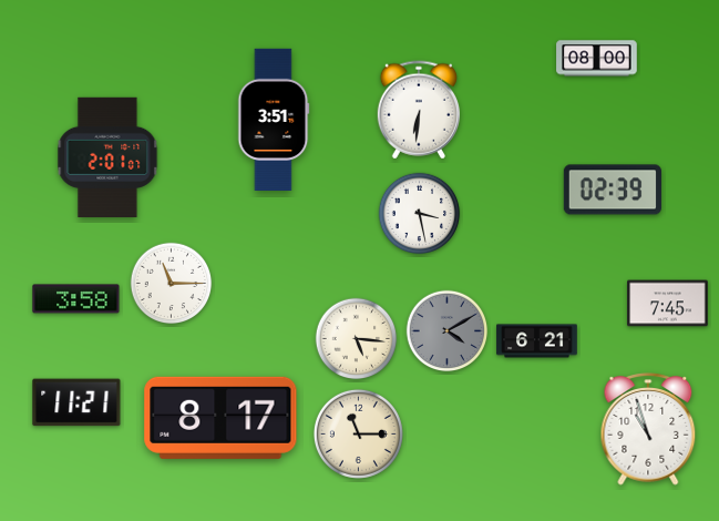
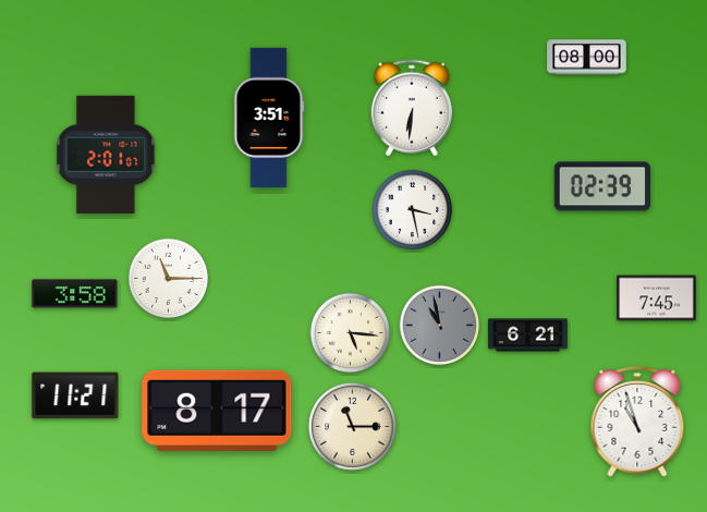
clock at (448, 331): 4:10 -> 10:58
